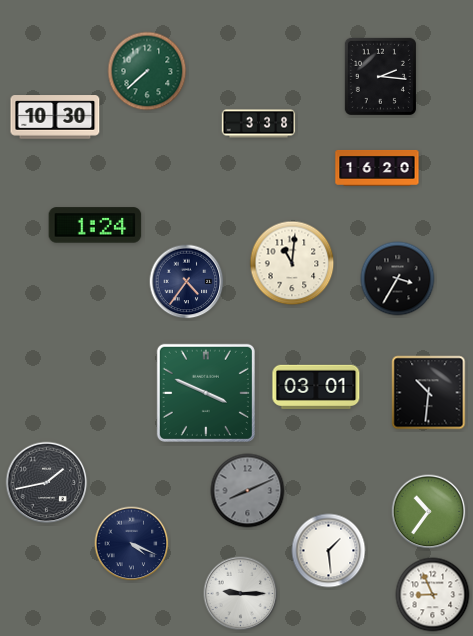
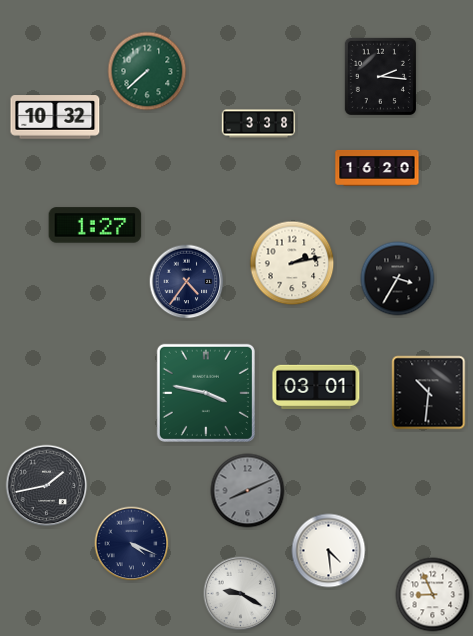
clock at (55, 117): 10:30 -> 10:32
clock at (95, 225): 1:24 -> 1:27
clock at (292, 263): 11:01 -> 2:13
clock at (206, 393): 3:49 -> 3:47
clock at (47, 483) position: (47, 483) -> (47, 486)
clock at (429, 512): 10:36 -> none
clock at (329, 551): 1:29 -> 4:29
clock at (241, 594): 9:15 -> 9:20
